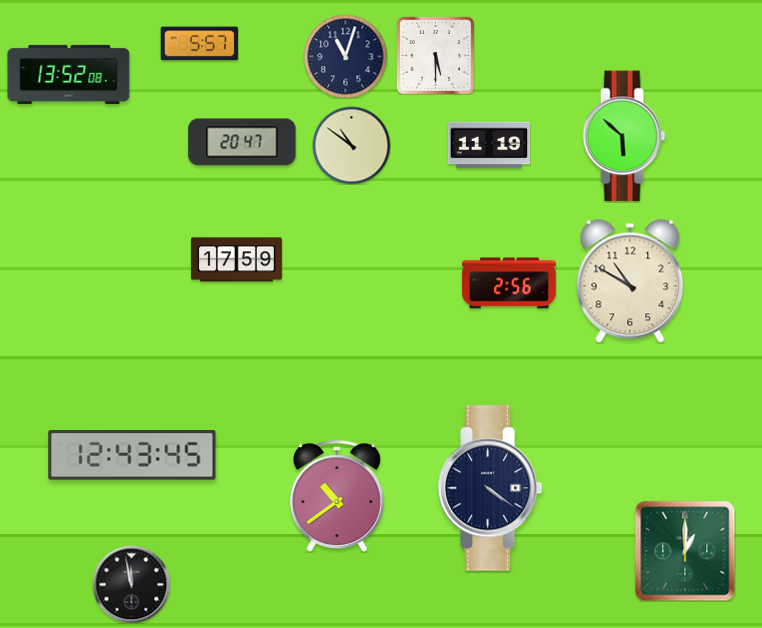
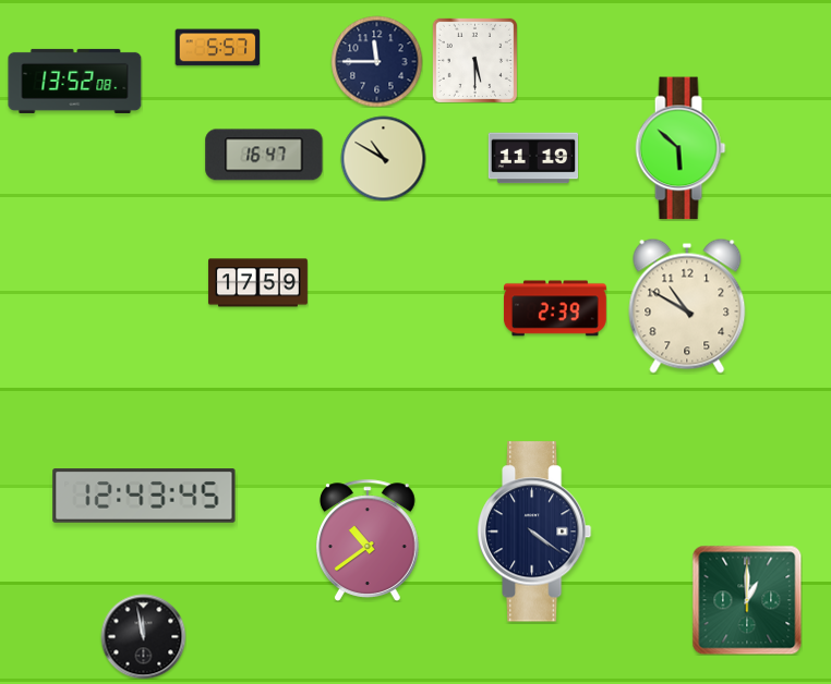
clock at (345, 56): 11:03 -> 11:45
clock at (242, 142): 20:47 -> 16:47
clock at (351, 145): 10:51 -> 10:50
clock at (509, 283): 2:56 -> 2:39
